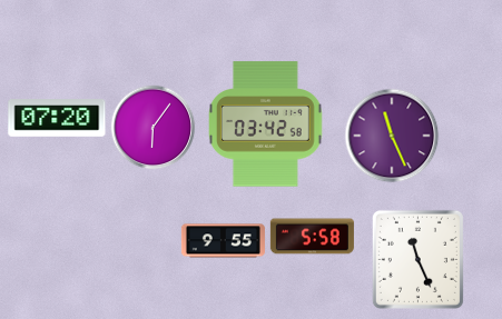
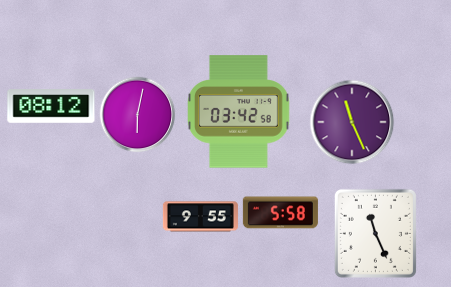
clock at (57, 118): 07:20 -> 08:12
clock at (154, 128): 6:06 -> 6:02
